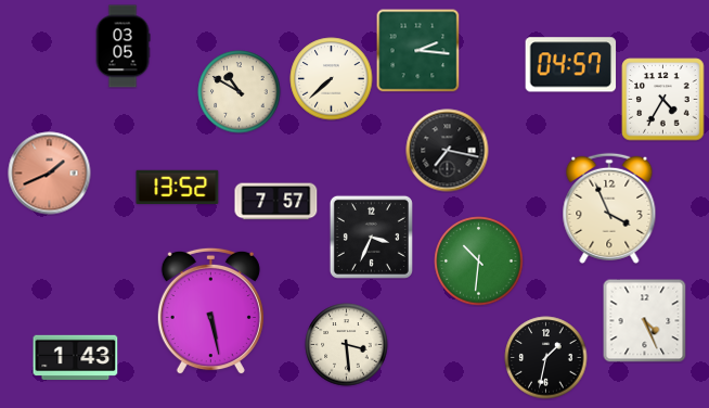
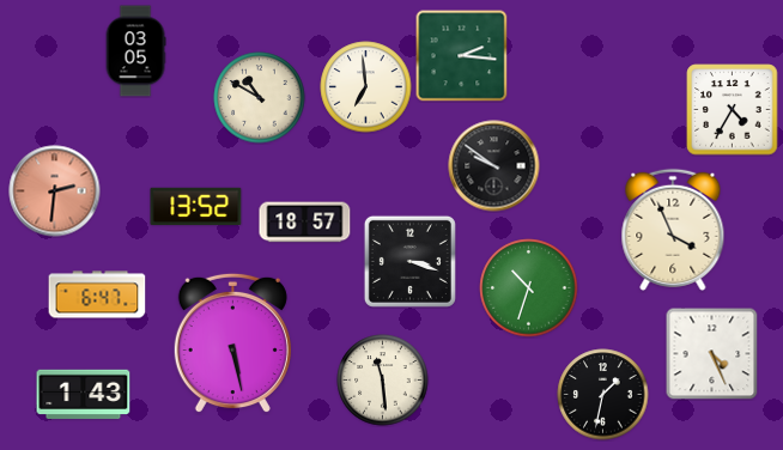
clock at (571, 65): 04:57 -> none
clock at (332, 79): 7:38 -> 6:59
clock at (240, 92) position: (240, 92) -> (260, 98)
clock at (448, 151): 7:17 -> 9:51
clock at (50, 174): 1:41 -> 2:31
clock at (276, 202): 7:57 -> 18:57
clock at (371, 237): 3:34 -> 3:18
clock at (479, 262): 10:31 -> 10:33
clock at (97, 294): none -> 6:47
clock at (347, 345): 3:29 -> 11:29
